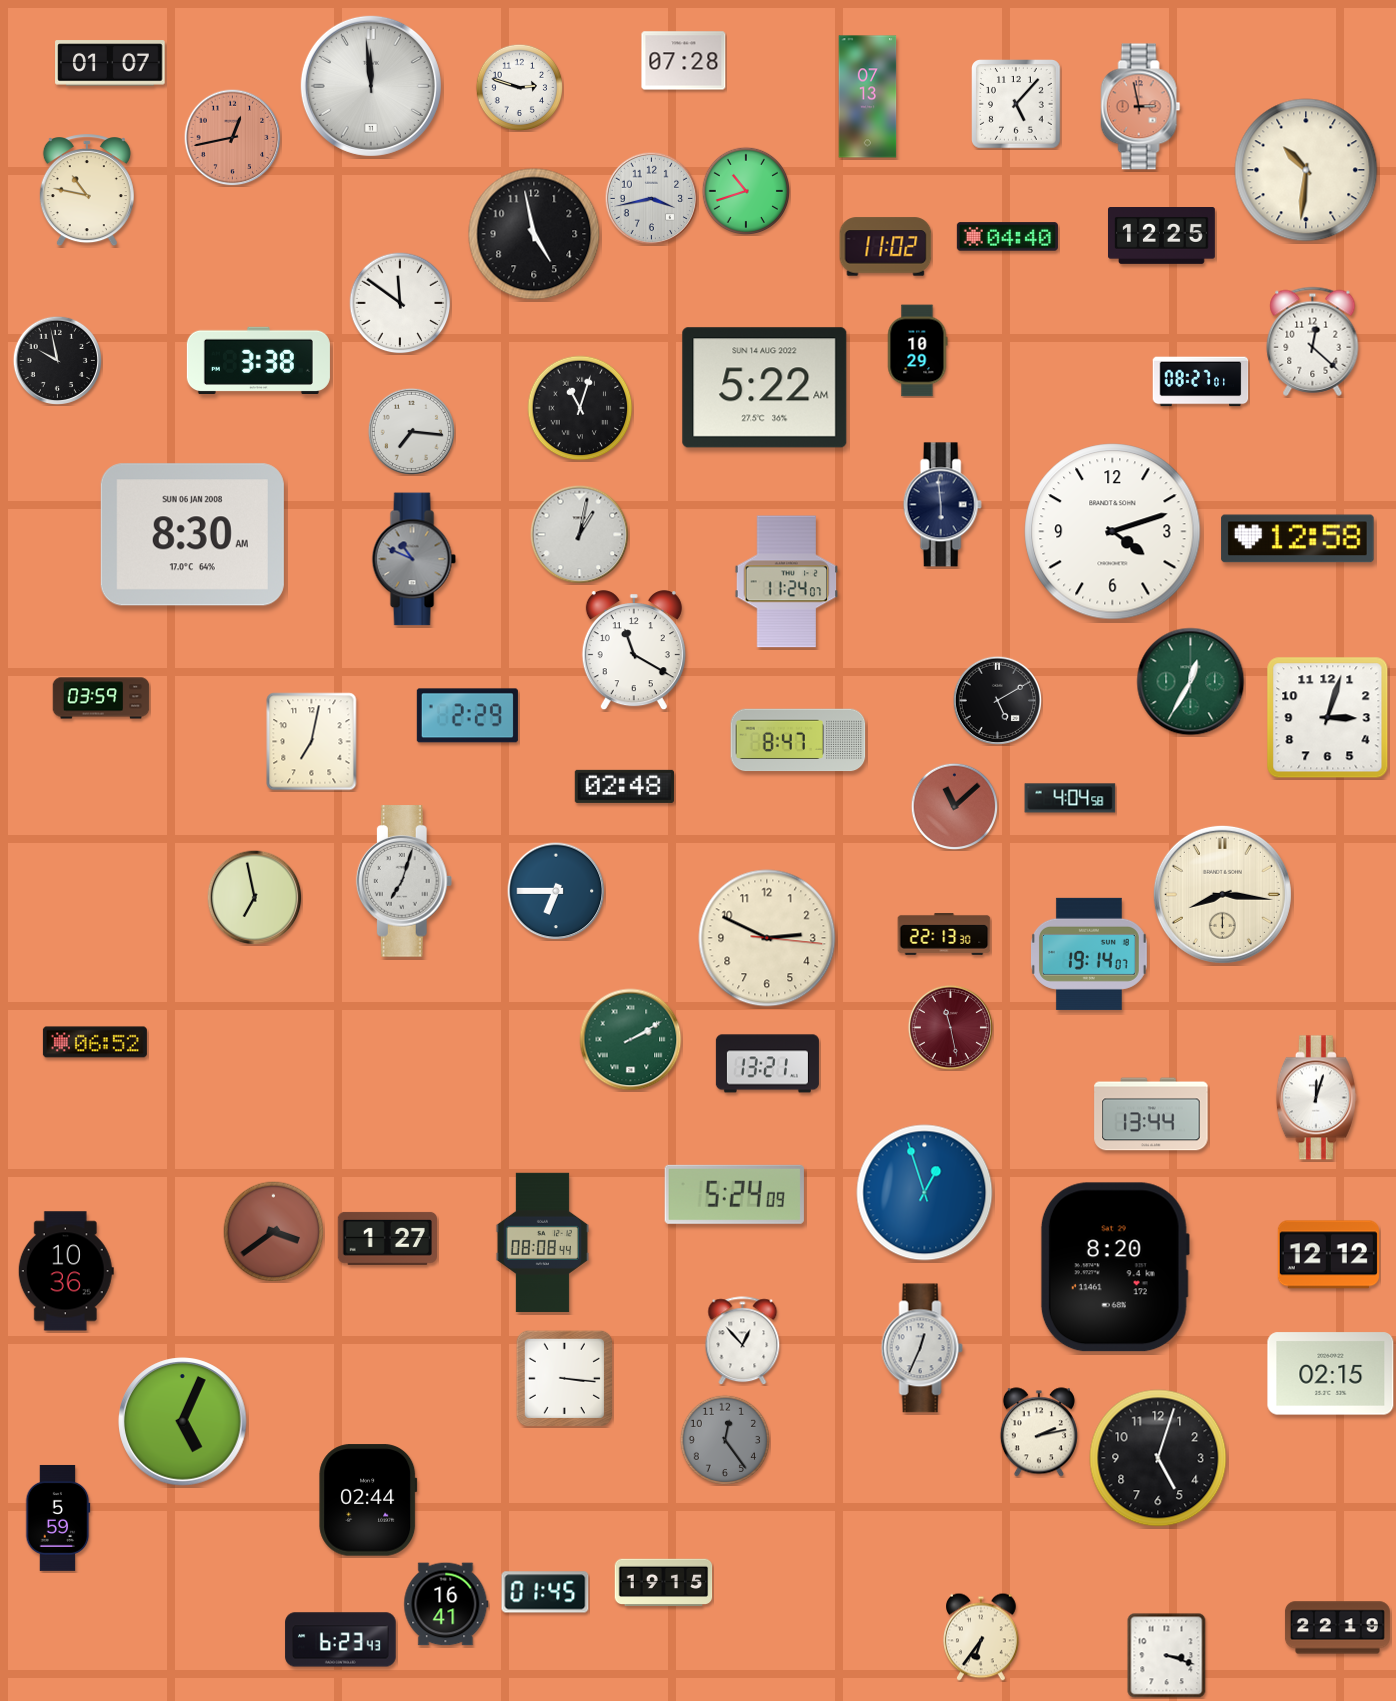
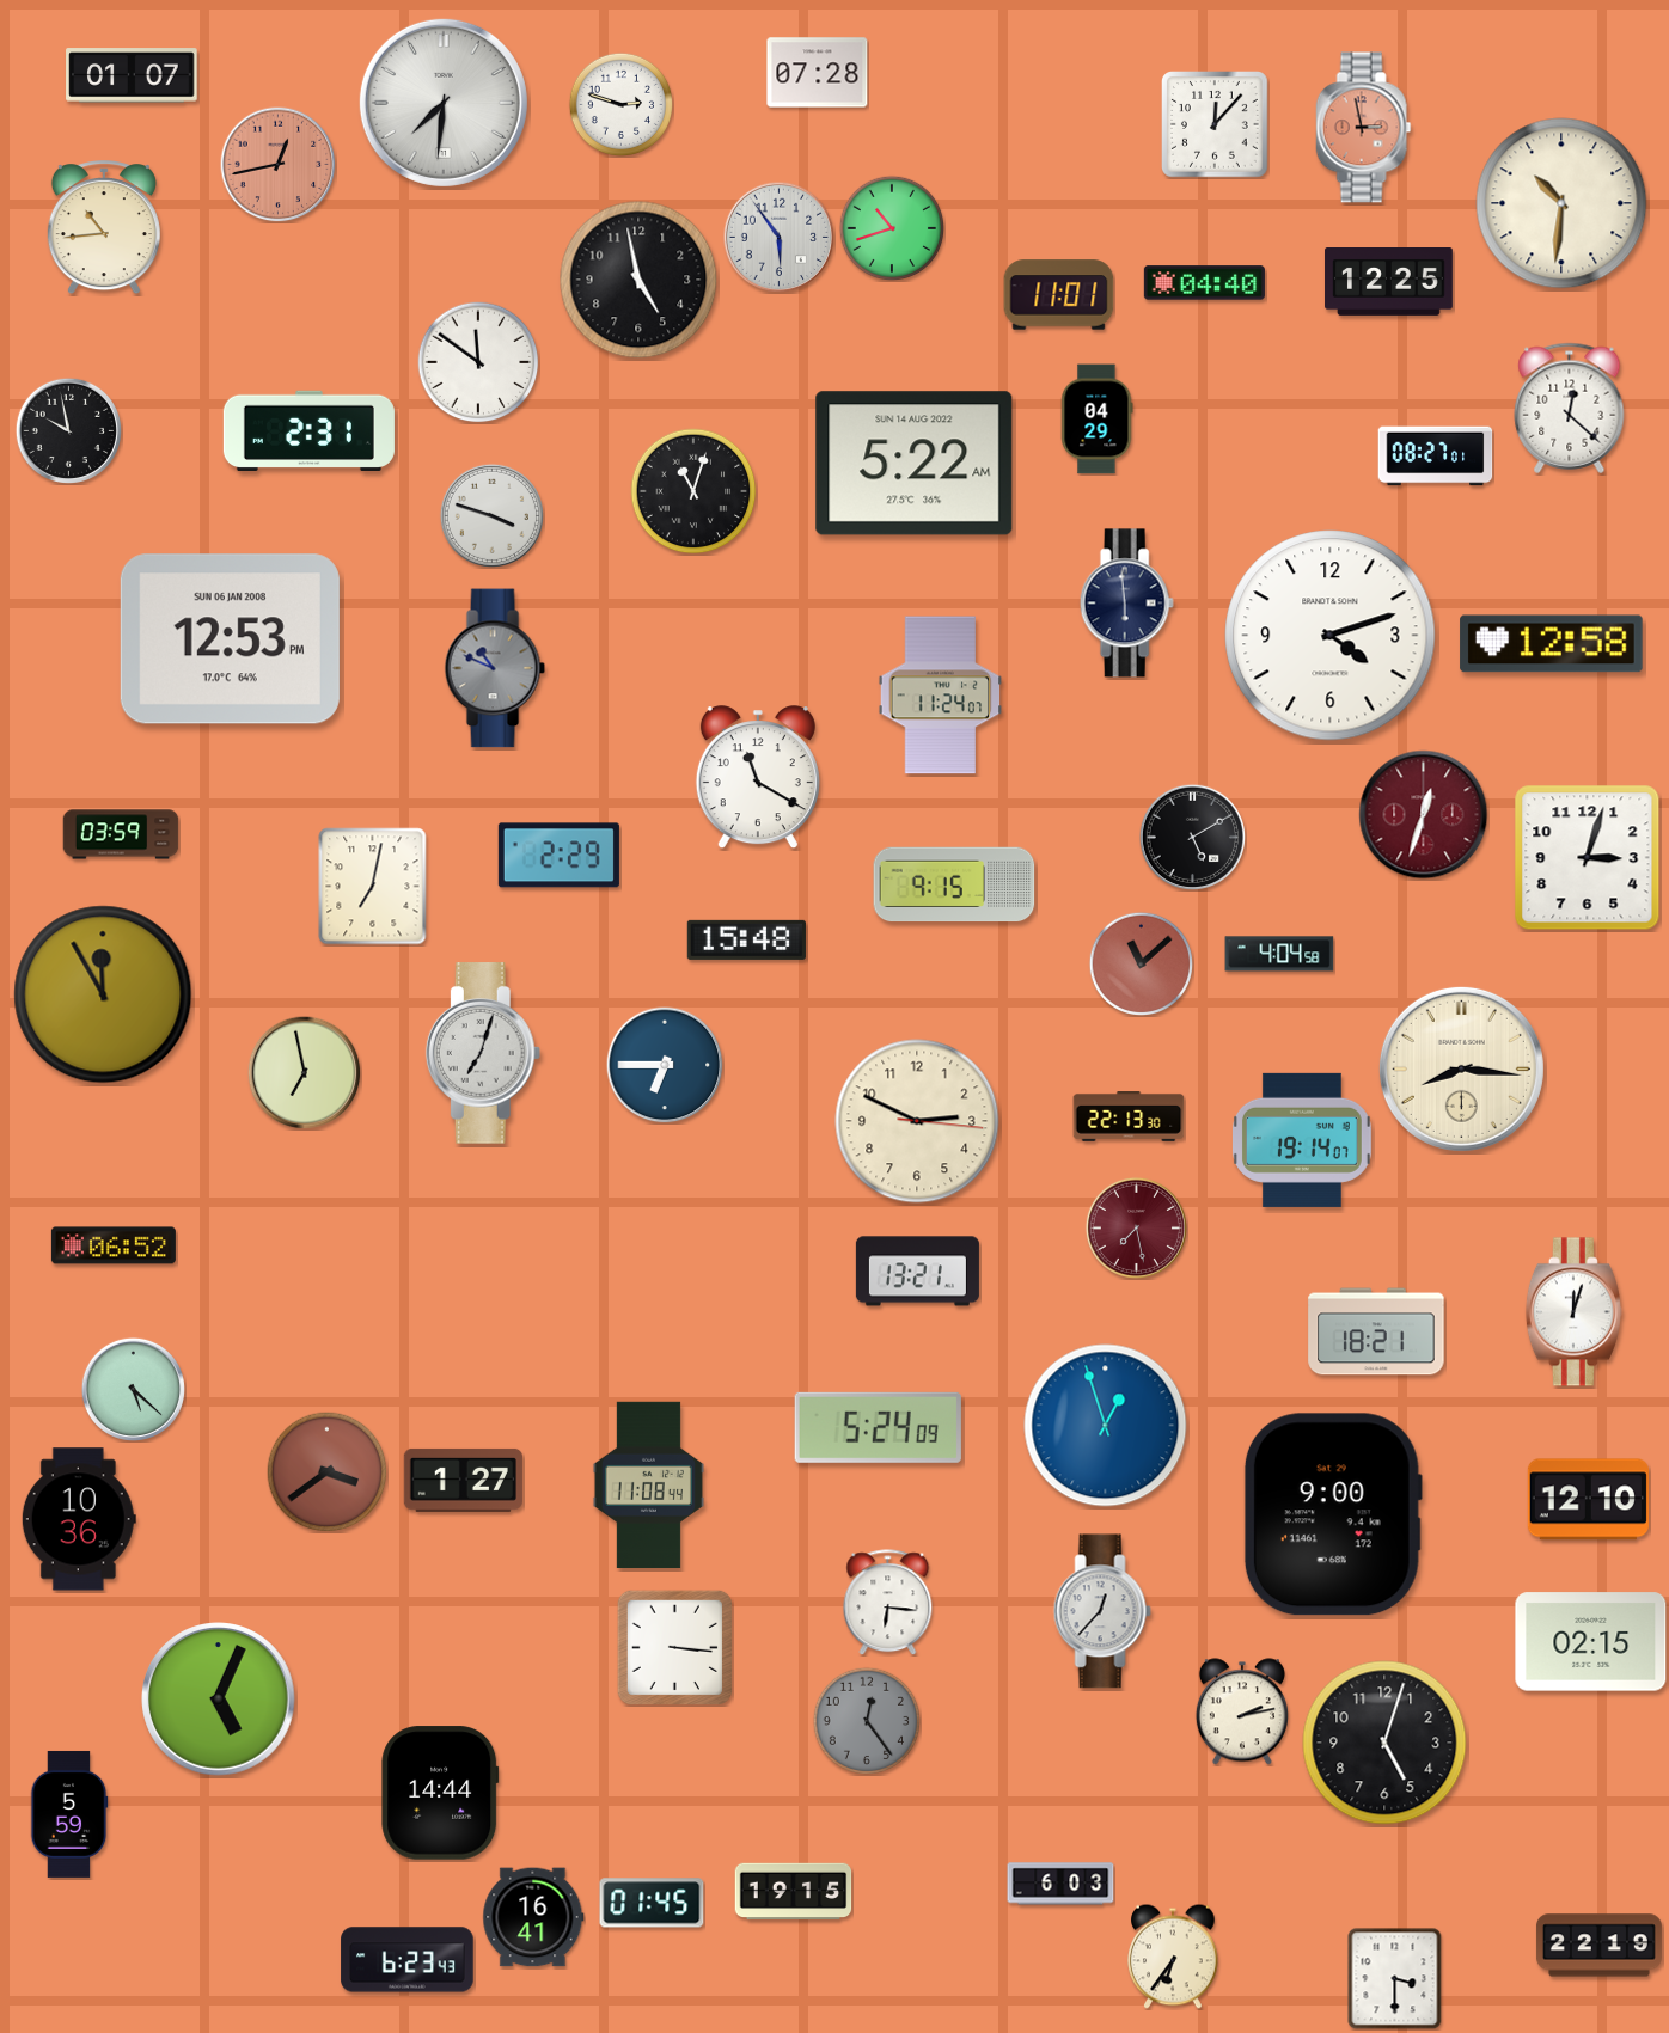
clock at (371, 86): 11:59 -> 7:31
clock at (868, 97): 07:13 -> none
clock at (1016, 104): 5:07 -> 12:07
clock at (87, 191): 10:47 -> 10:44
clock at (651, 198): 3:43 -> 5:54
clock at (886, 247): 11:02 -> 11:01
clock at (917, 351): 10:29 -> 04:29
clock at (258, 360): 3:38 -> 2:31
clock at (580, 408) position: (580, 408) -> (693, 491)
clock at (411, 431): 7:16 -> 3:48
clock at (192, 535): 8:30 -> 12:53
clock at (580, 535): 1:02 -> none
clock at (1191, 682): 12:35 -> 12:33
clock at (1191, 682) dial: green -> burgundy
clock at (798, 740): 8:47 -> 9:15
clock at (624, 786): 02:48 -> 15:48
clock at (103, 994): none -> 11:55
clock at (950, 1027): 11:28 -> 7:28
clock at (631, 1040): 2:10 -> none
clock at (1151, 1114): 13:44 -> 18:21
clock at (133, 1389): none -> 5:22
clock at (542, 1243): 08:08 -> 11:08
clock at (1328, 1255): 12:12 -> 12:10
clock at (1115, 1267): 8:20 -> 9:00
clock at (743, 1341): 12:53 -> 6:16
clock at (922, 1348): 12:34 -> 12:37
clock at (368, 1500): 02:44 -> 14:44
clock at (1060, 1884): none -> 6:03
clock at (1167, 1655): 3:18 -> 3:30
